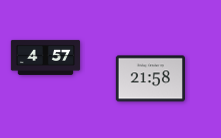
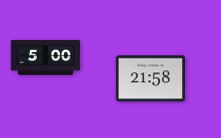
clock at (46, 57): 4:57 -> 5:00
